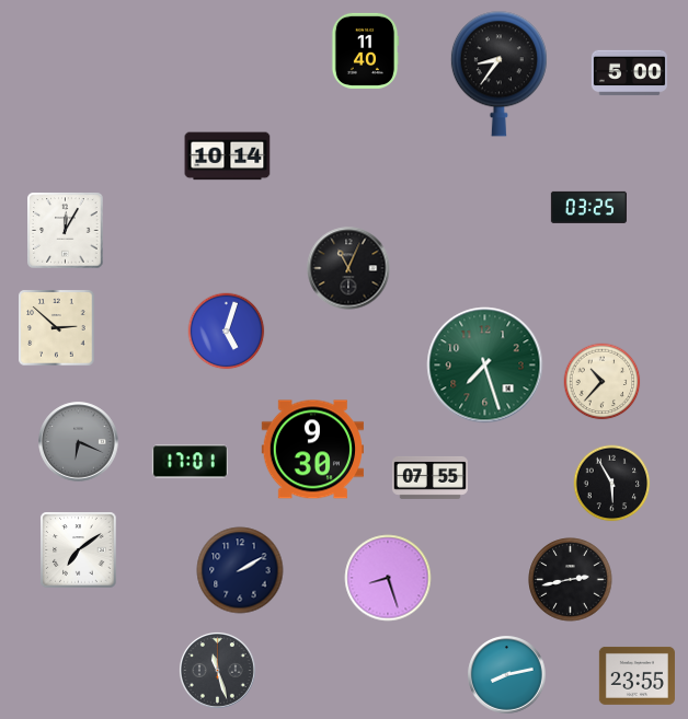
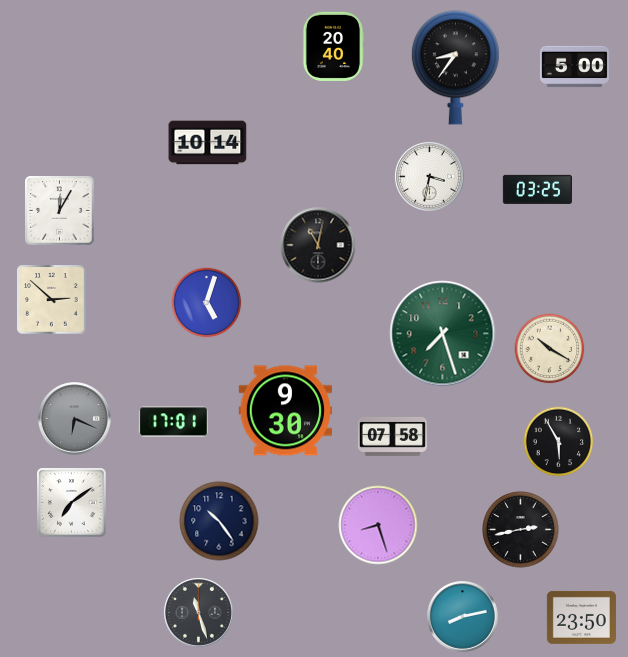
clock at (365, 50): 11:40 -> 20:40
clock at (429, 176): none -> 3:32
clock at (348, 268): 11:04 -> 11:02
clock at (603, 382): 10:37 -> 10:20
clock at (79, 442) position: (79, 442) -> (75, 419)
clock at (429, 477): 07:55 -> 07:58
clock at (240, 570): 2:10 -> 10:24
clock at (388, 578) position: (388, 578) -> (378, 525)
clock at (637, 675): 23:55 -> 23:50
